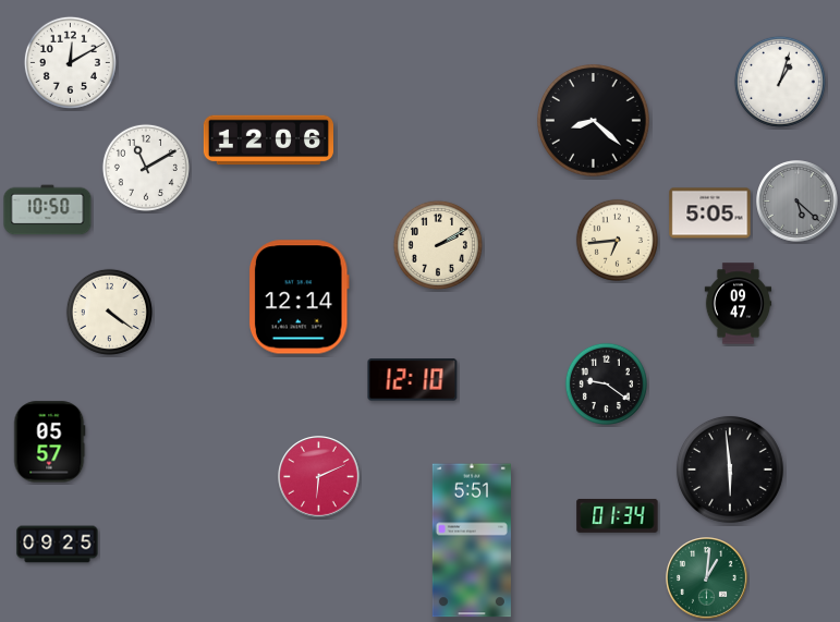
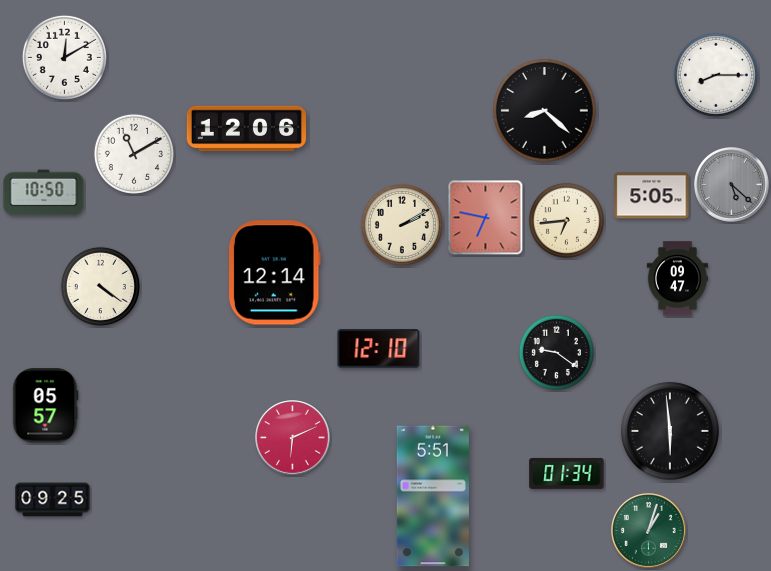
clock at (780, 82): 1:03 -> 8:15
clock at (486, 218): none -> 6:47
clock at (707, 578): 1:01 -> 1:03
